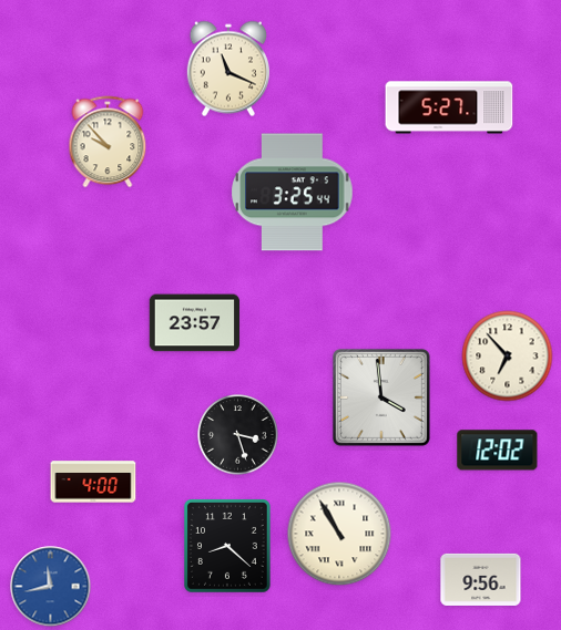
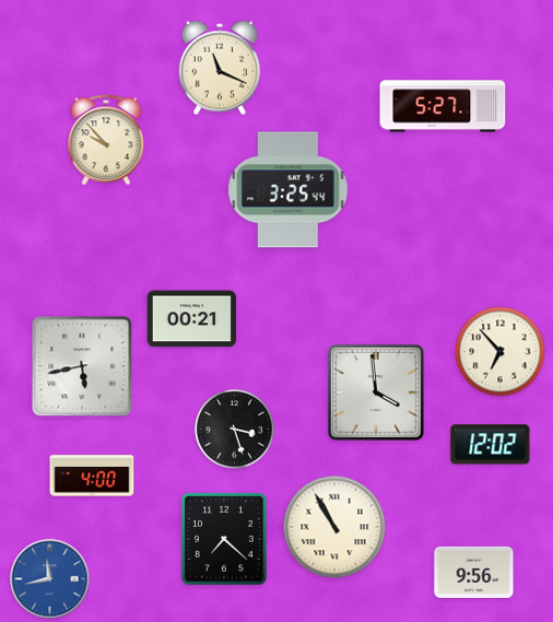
clock at (228, 69) position: (228, 69) -> (220, 68)
clock at (194, 323): 23:57 -> 00:21
clock at (82, 366): none -> 5:43
clock at (227, 547): 8:22 -> 7:22
